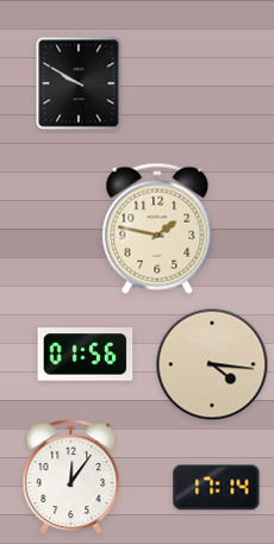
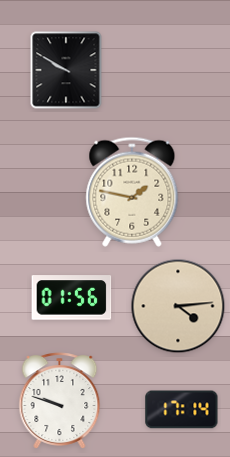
clock at (212, 364): 4:16 -> 4:14
clock at (71, 477): 12:06 -> 9:48
